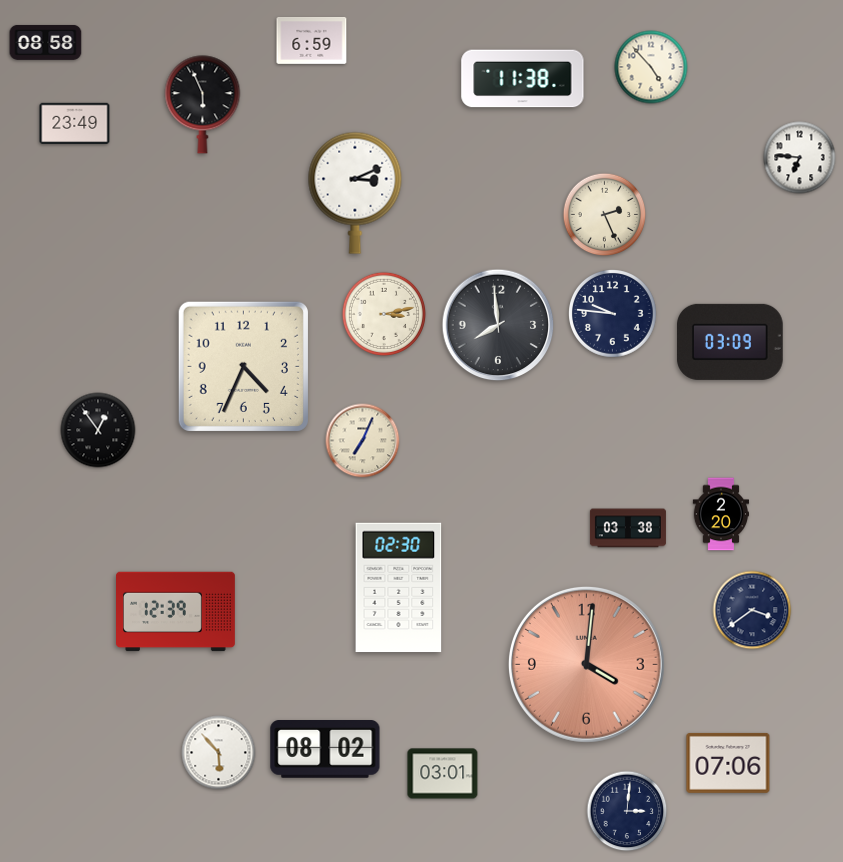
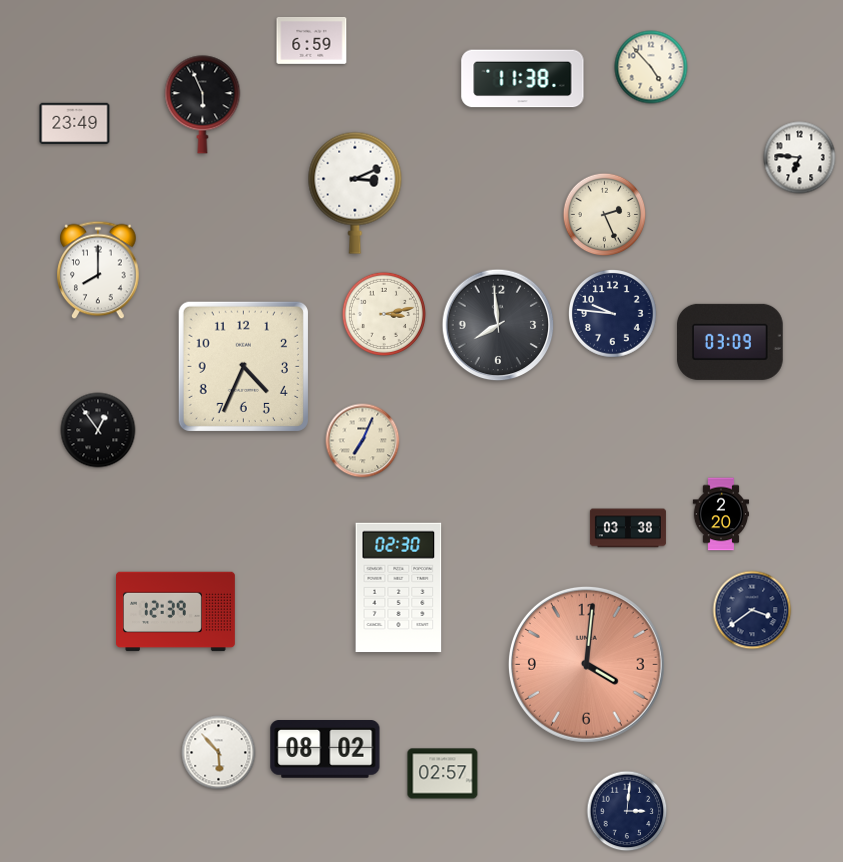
clock at (46, 43): 08:58 -> none
clock at (98, 270): none -> 8:00
clock at (728, 763): 07:06 -> none
clock at (443, 774): 03:01 -> 02:57
